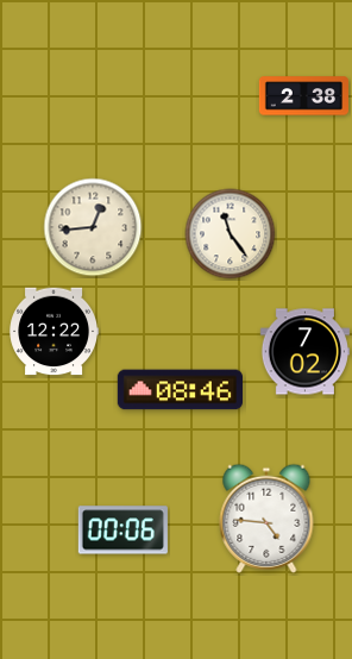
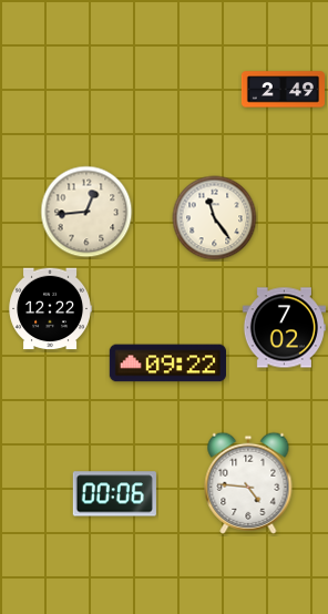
clock at (303, 96): 2:38 -> 2:49
clock at (180, 390): 08:46 -> 09:22
